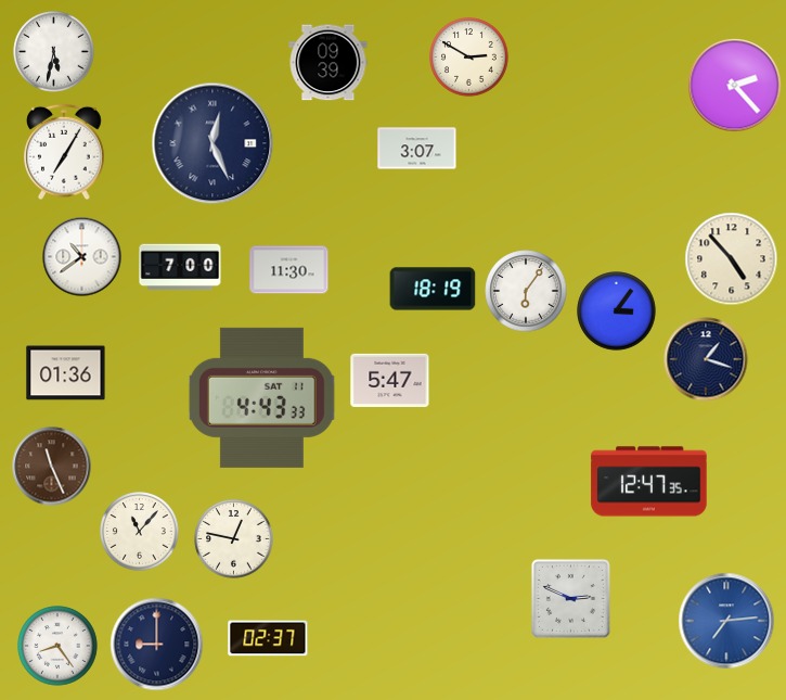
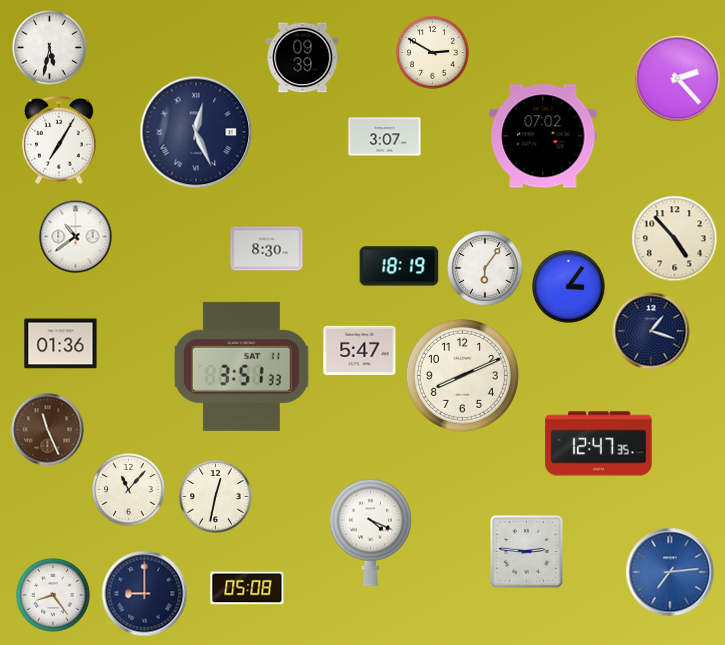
clock at (543, 136): none -> 07:02
clock at (180, 267): 7:00 -> none
clock at (289, 270): 11:30 -> 8:30
clock at (261, 397): 4:43 -> 3:51
clock at (462, 375): none -> 8:11
clock at (234, 539): 12:47 -> 12:32
clock at (370, 532): none -> 4:19
clock at (570, 598): 2:49 -> 2:46
clock at (268, 638): 02:37 -> 05:08
